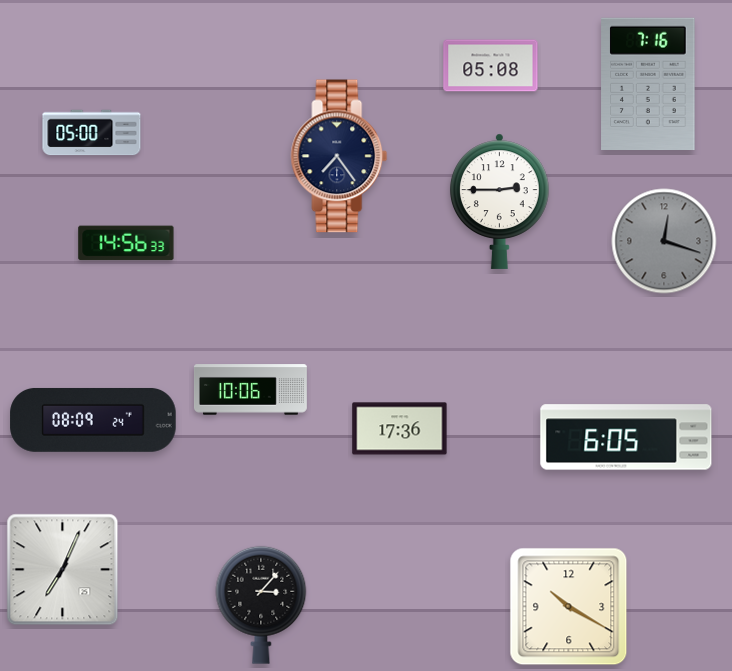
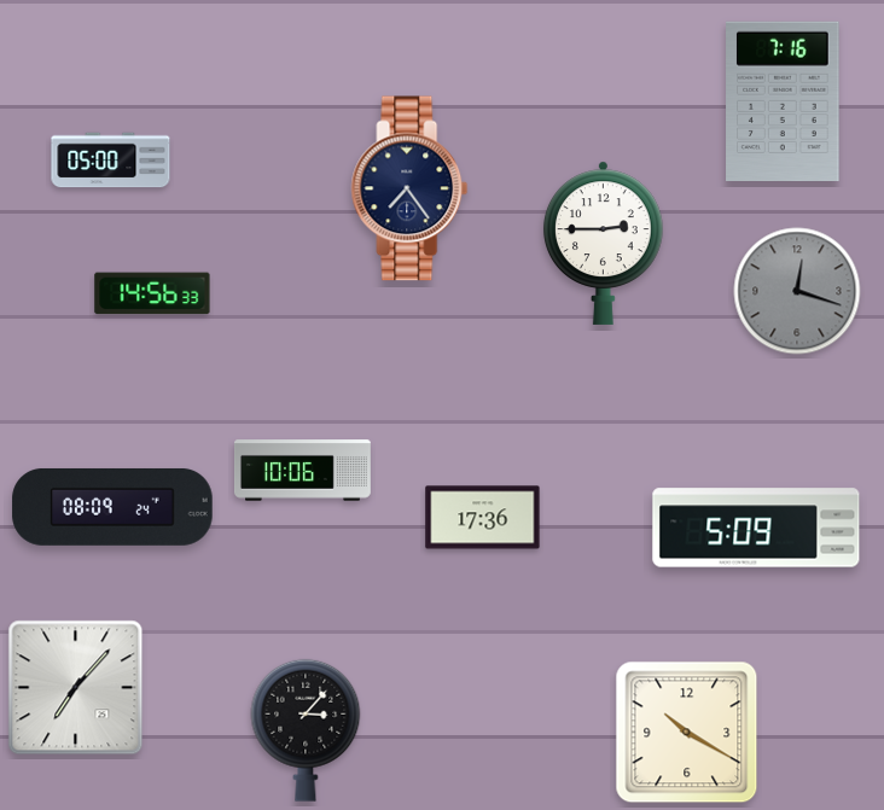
clock at (491, 66): 05:08 -> none
clock at (664, 241) position: (664, 241) -> (797, 291)
clock at (626, 437): 6:05 -> 5:09
clock at (63, 570): 7:04 -> 7:07
clock at (261, 605) position: (261, 605) -> (306, 730)
